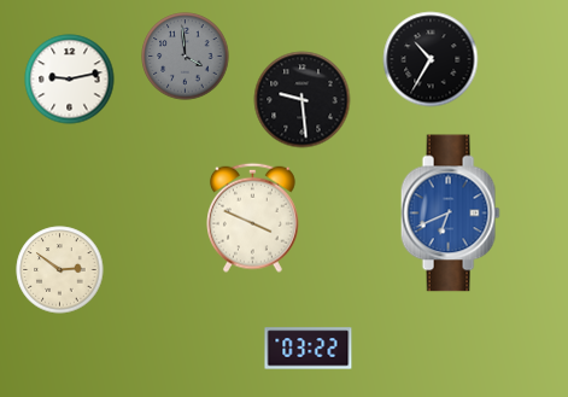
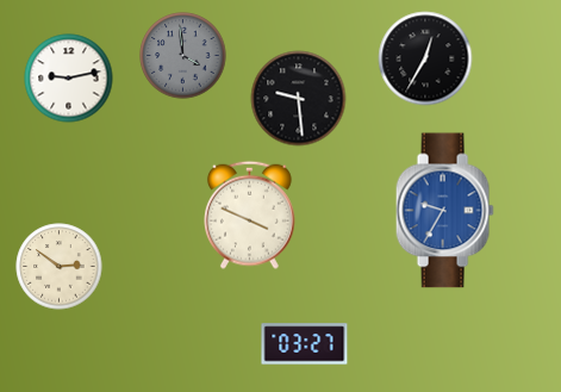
clock at (431, 59): 10:35 -> 12:35
clock at (450, 214): 6:41 -> 9:35
clock at (309, 349): 03:22 -> 03:27
